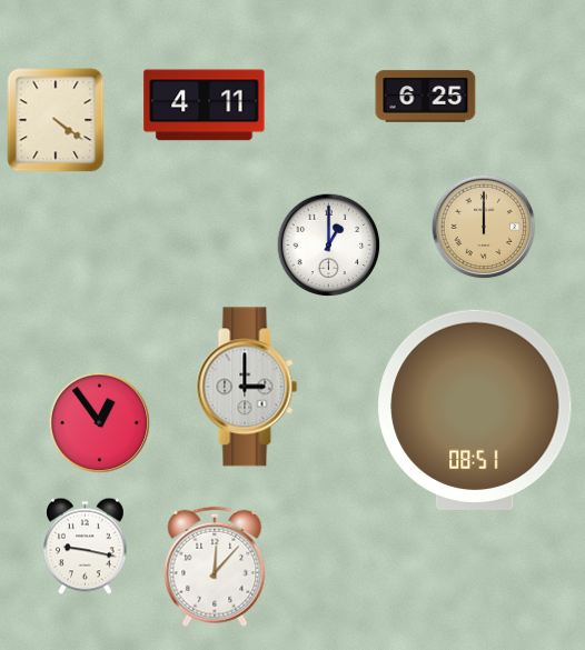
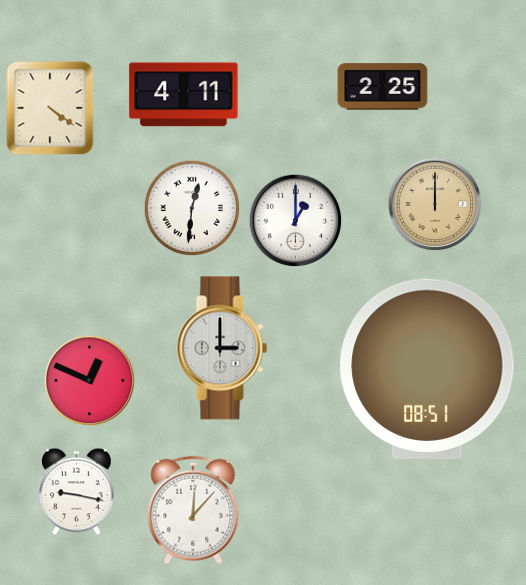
clock at (426, 97): 6:25 -> 2:25
clock at (192, 208): none -> 12:31
clock at (100, 423): 12:54 -> 12:49
